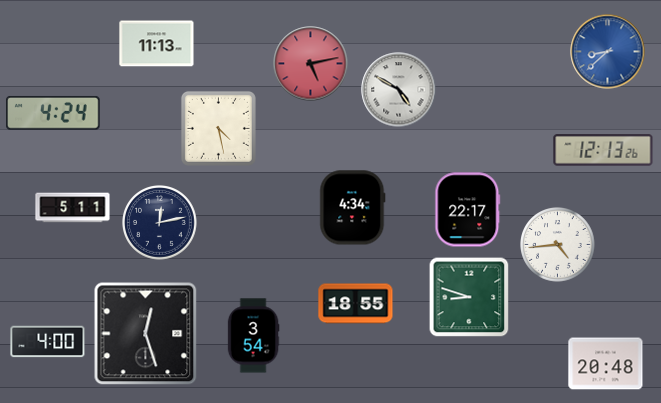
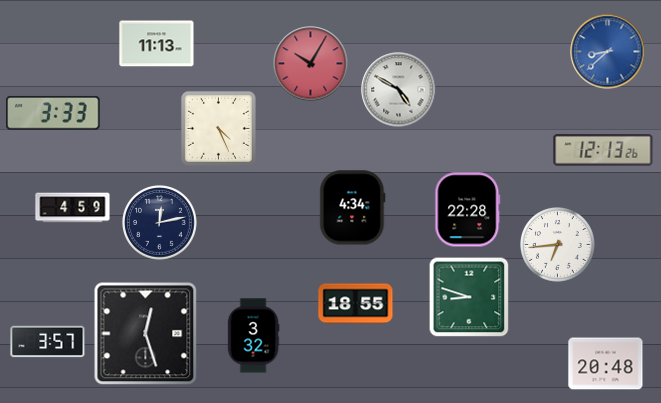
clock at (311, 64): 5:13 -> 10:05
clock at (53, 113): 4:24 -> 3:33
clock at (218, 128): 4:28 -> 4:26
clock at (73, 208): 5:11 -> 4:59
clock at (468, 210): 22:17 -> 22:28
clock at (558, 245): 4:44 -> 6:44
clock at (253, 336): 3:54 -> 3:32
clock at (48, 342): 4:00 -> 3:57
